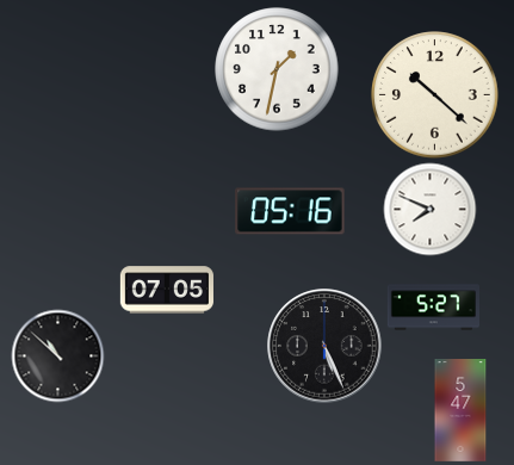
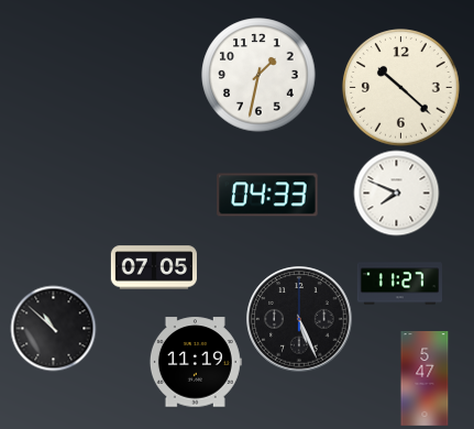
clock at (277, 69) position: (277, 69) -> (258, 75)
clock at (290, 211): 05:16 -> 04:33
clock at (433, 308): 5:27 -> 11:27
clock at (196, 362): none -> 11:19
